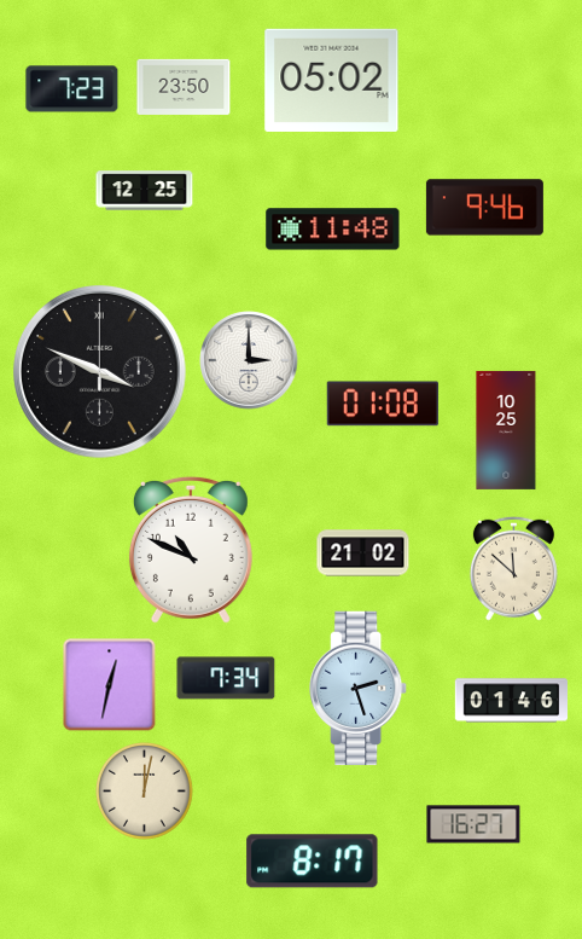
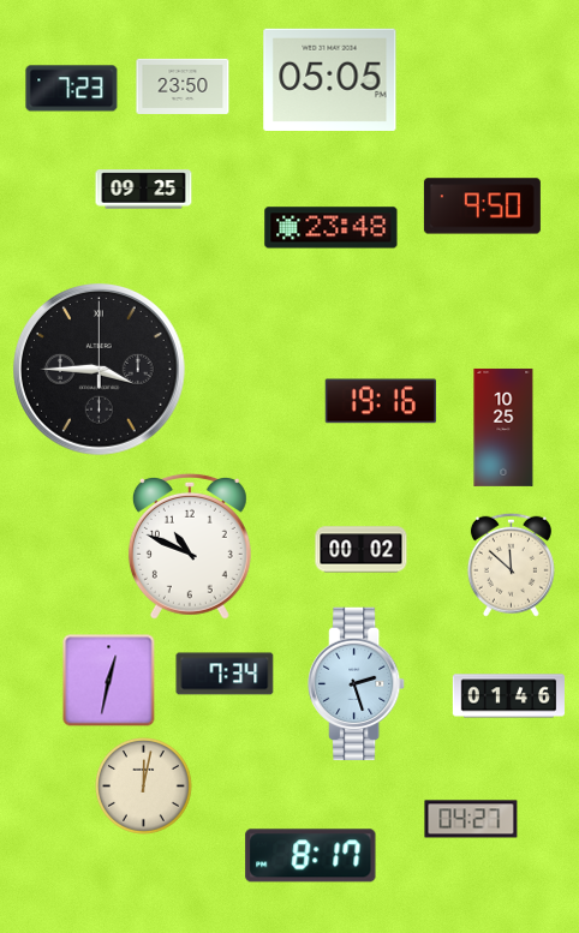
clock at (332, 80): 05:02 -> 05:05
clock at (145, 191): 12:25 -> 09:25
clock at (484, 208): 9:46 -> 9:50
clock at (333, 230): 11:48 -> 23:48
clock at (249, 360): 3:00 -> none
clock at (100, 372): 3:49 -> 3:45
clock at (383, 404): 01:08 -> 19:16
clock at (363, 553): 21:02 -> 00:02
clock at (473, 824): 16:27 -> 04:27
